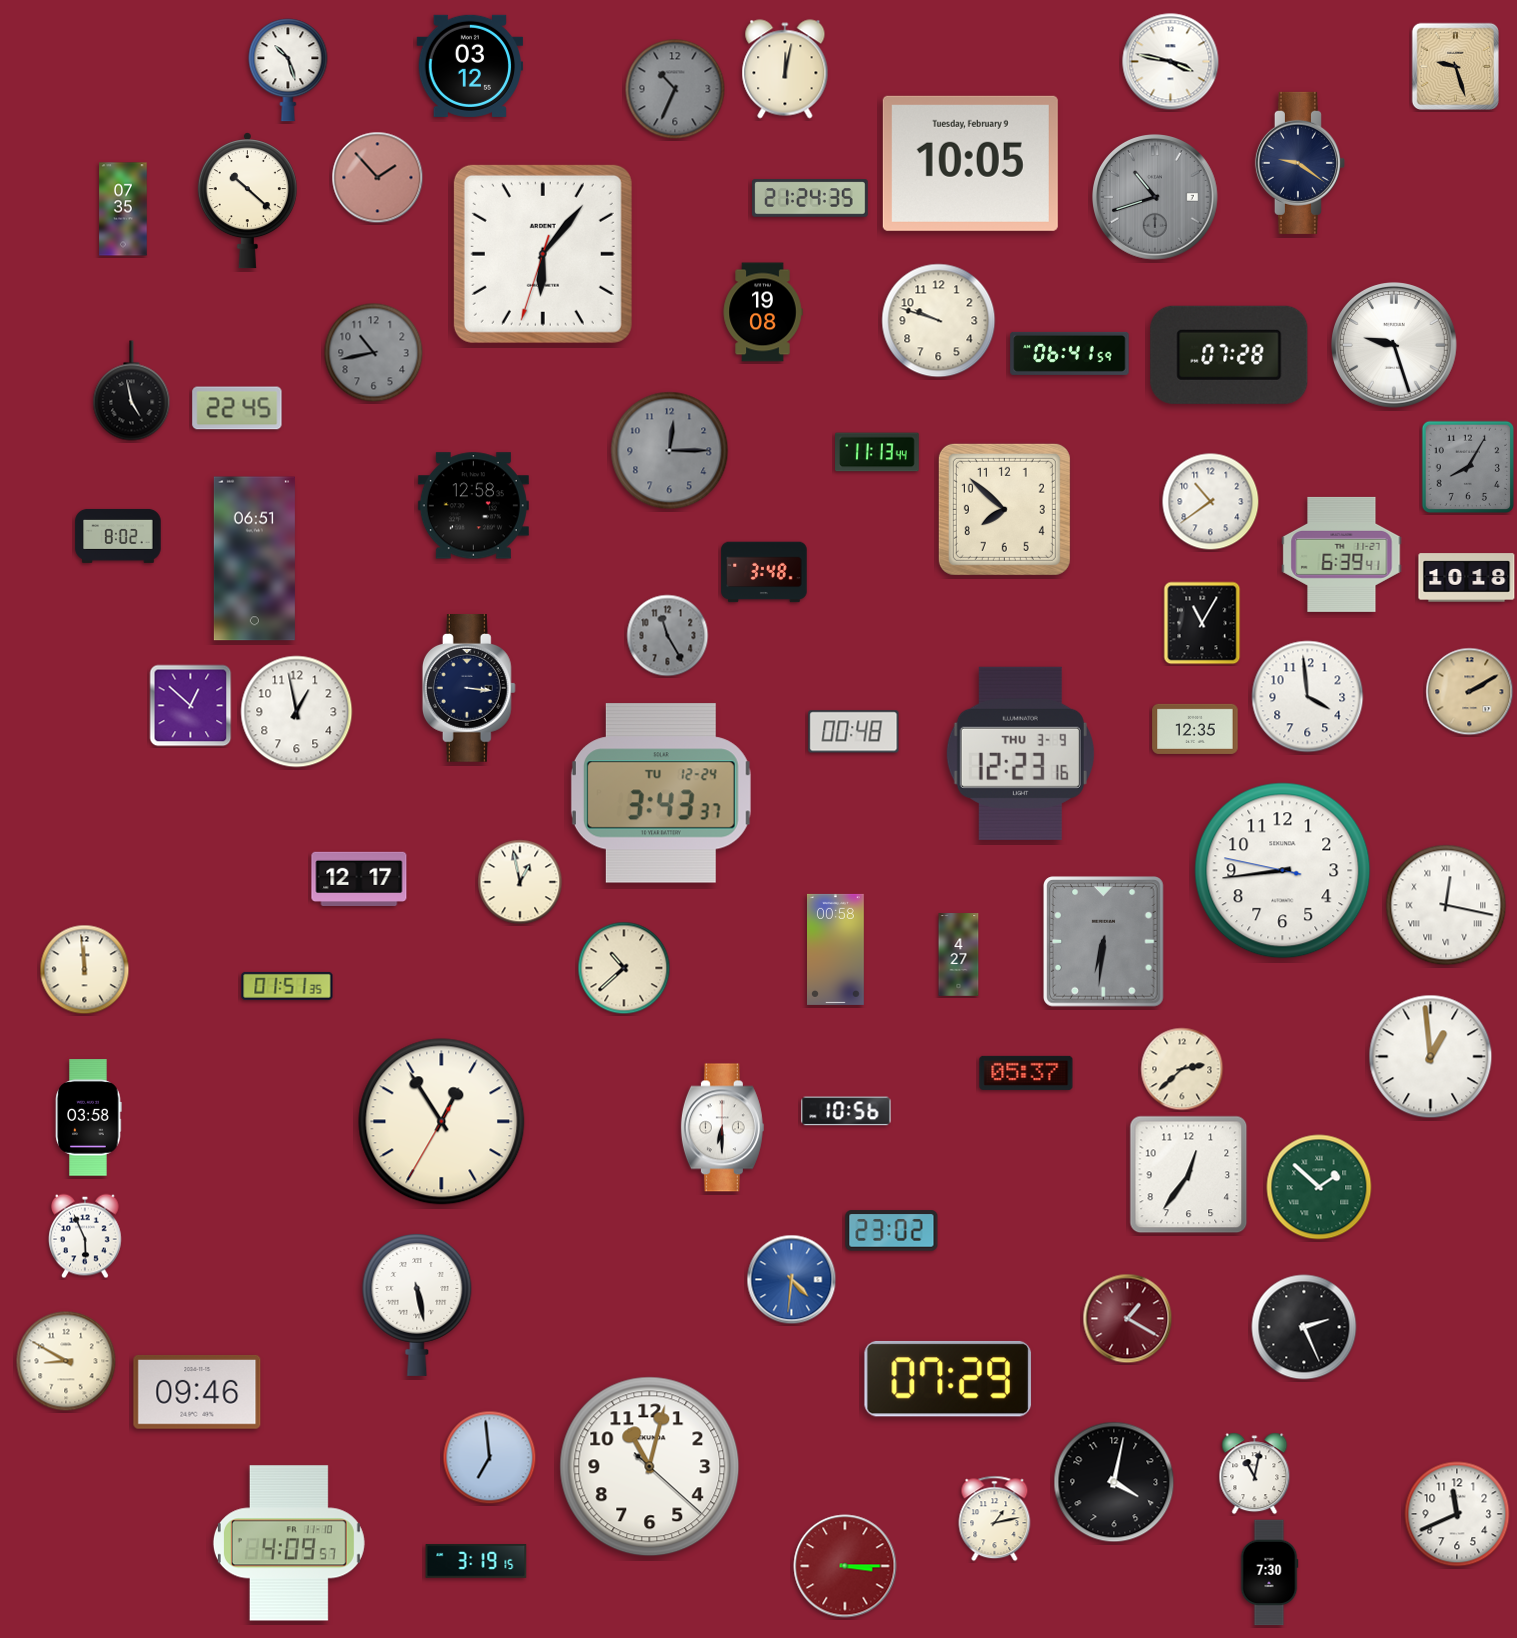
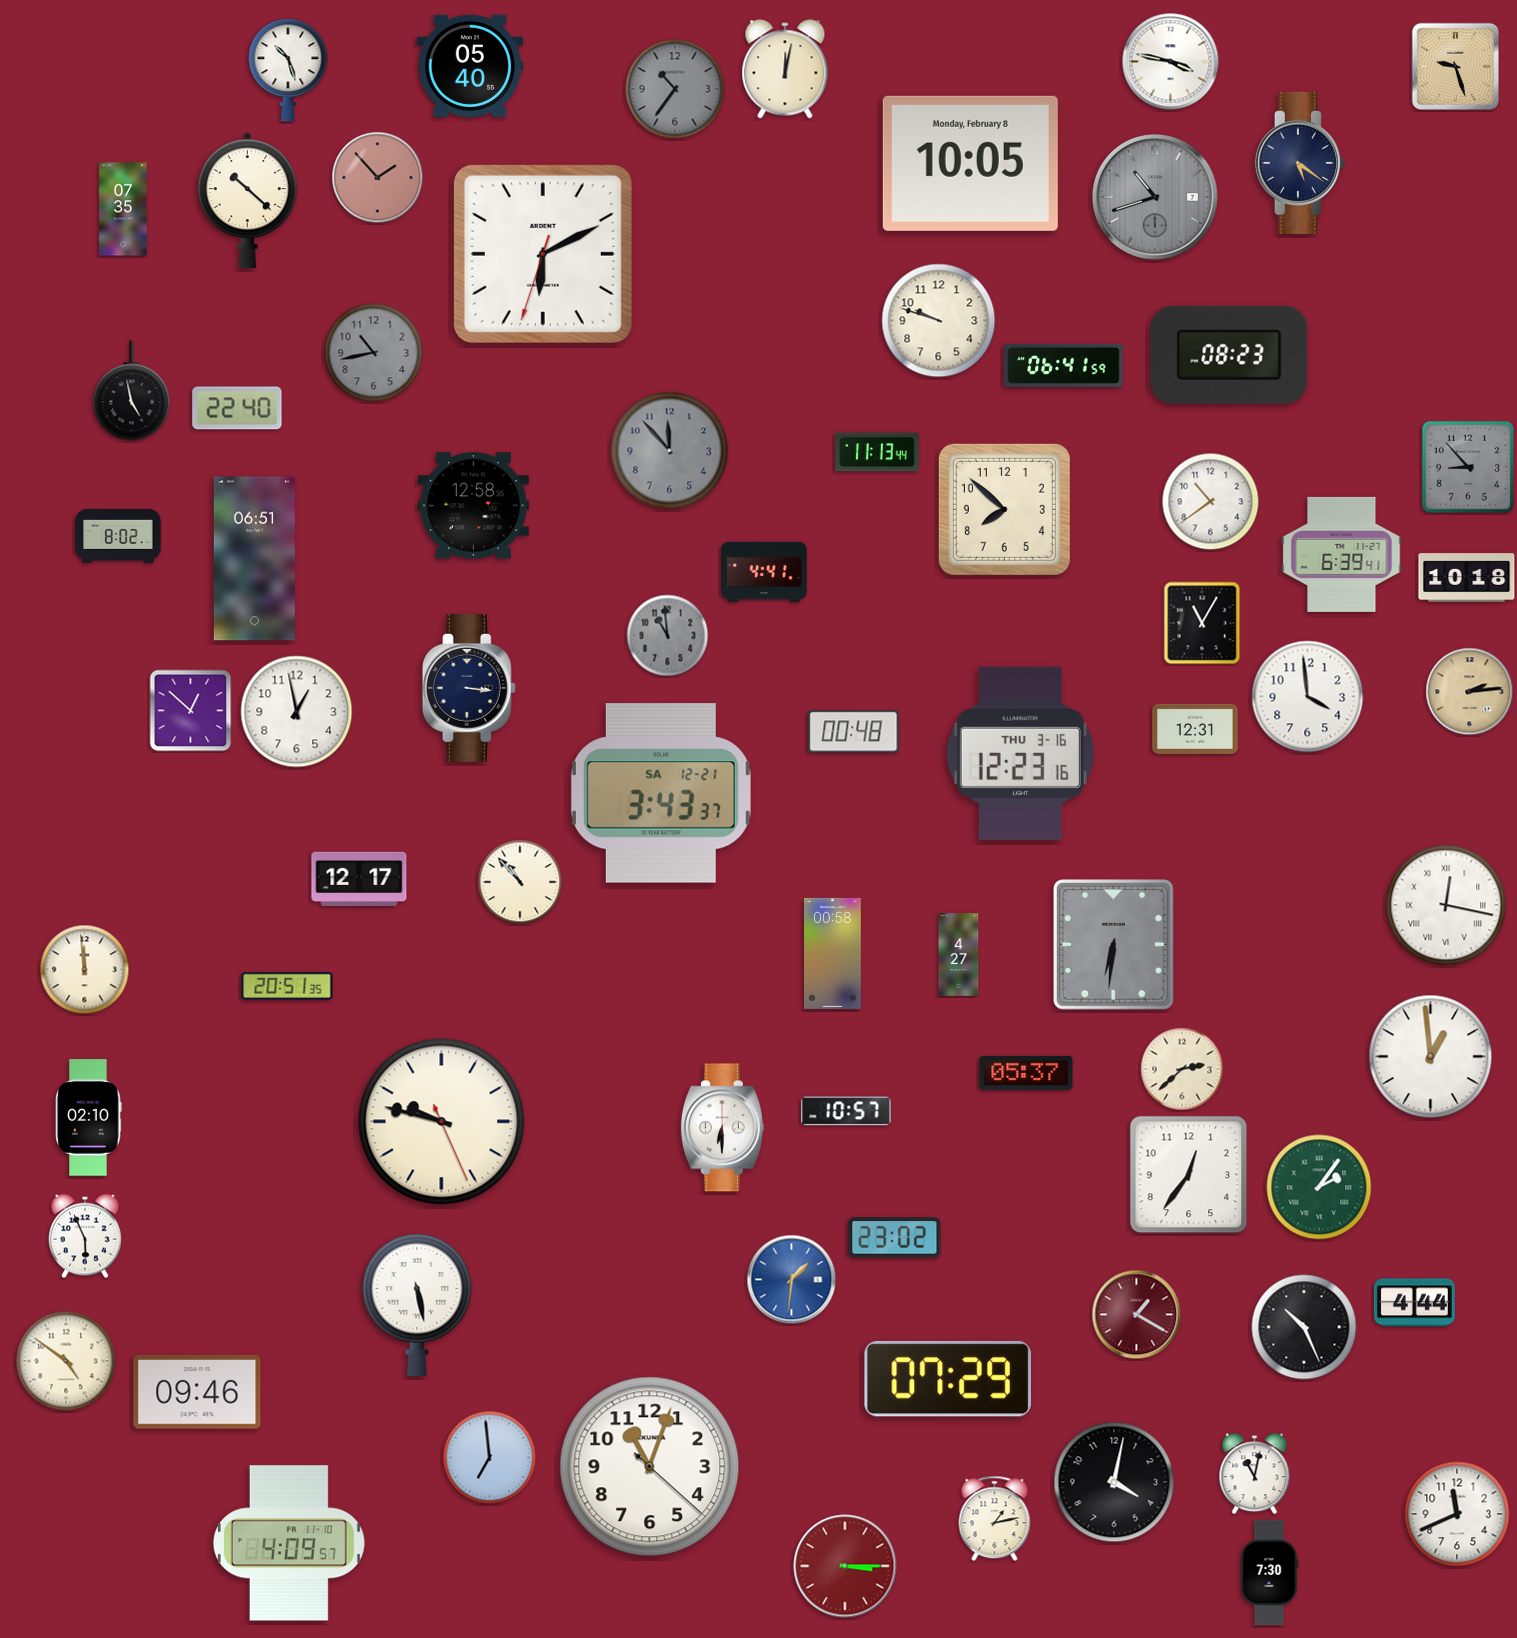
clock at (470, 66): 03:12 -> 05:40
clock at (675, 89): 10:34 -> 10:36
clock at (970, 163) date: Tuesday, February 9 -> Monday, February 8
clock at (1300, 163): 9:21 -> 5:21
clock at (810, 198): 21:24 -> none
clock at (543, 254): 6:06 -> 6:10
clock at (763, 312): 19:08 -> none
clock at (1395, 346): 9:27 -> none
clock at (1070, 353) position: (1070, 353) -> (1064, 365)
clock at (1229, 355): 07:28 -> 08:23
clock at (237, 408): 22:45 -> 22:40
clock at (670, 451): 12:15 -> 11:53
clock at (1467, 466): 8:05 -> 8:53
clock at (764, 572): 3:48 -> 4:41
clock at (668, 636): 11:25 -> 10:59
clock at (1470, 692): 2:10 -> 2:14
clock at (191, 706) position: (191, 706) -> (191, 711)
clock at (1195, 729): 12:35 -> 12:31
clock at (1020, 753) date: THU 3-9 -> THU 3-16
clock at (661, 793) date: TU 12-24 -> SA 12-21
clock at (1283, 871): 8:43 -> none
clock at (520, 882): 12:58 -> 10:53
clock at (1104, 942) position: (1104, 942) -> (1114, 945)
clock at (836, 949) position: (836, 949) -> (833, 953)
clock at (624, 968): 10:38 -> none
clock at (287, 986): 01:51 -> 20:51
clock at (846, 1111): 10:56 -> 10:57
clock at (89, 1118): 03:58 -> 02:10
clock at (442, 1122): 12:54 -> 9:47
clock at (1319, 1187): 1:52 -> 2:06
clock at (892, 1231) position: (892, 1231) -> (895, 1238)
clock at (792, 1280): 4:31 -> 1:31
clock at (1414, 1303): none -> 4:44
clock at (1128, 1319) position: (1128, 1319) -> (1137, 1315)
clock at (1304, 1327): 2:26 -> 10:26
clock at (66, 1361): 8:50 -> 4:51
clock at (650, 1467): 11:02 -> 11:03
clock at (476, 1561): 3:19 -> none
